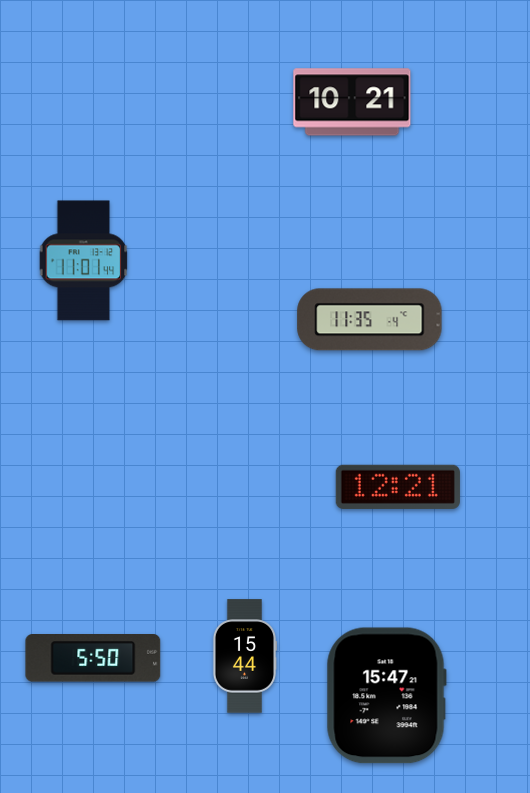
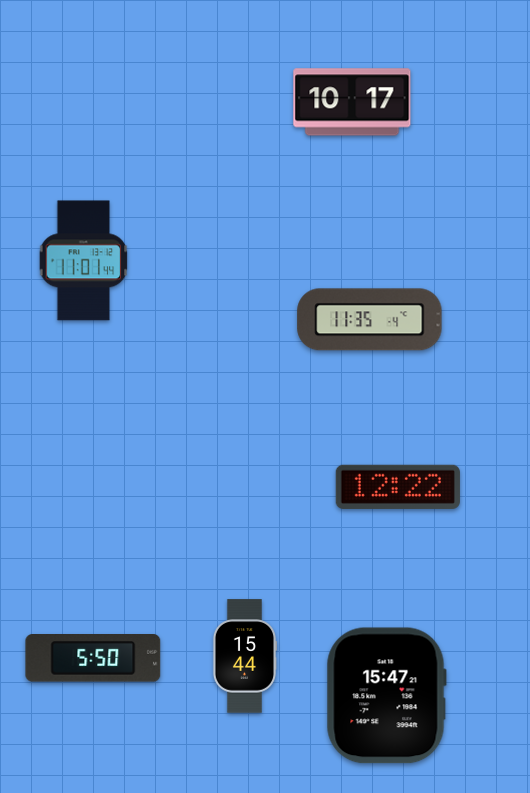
clock at (352, 102): 10:21 -> 10:17
clock at (398, 487): 12:21 -> 12:22
